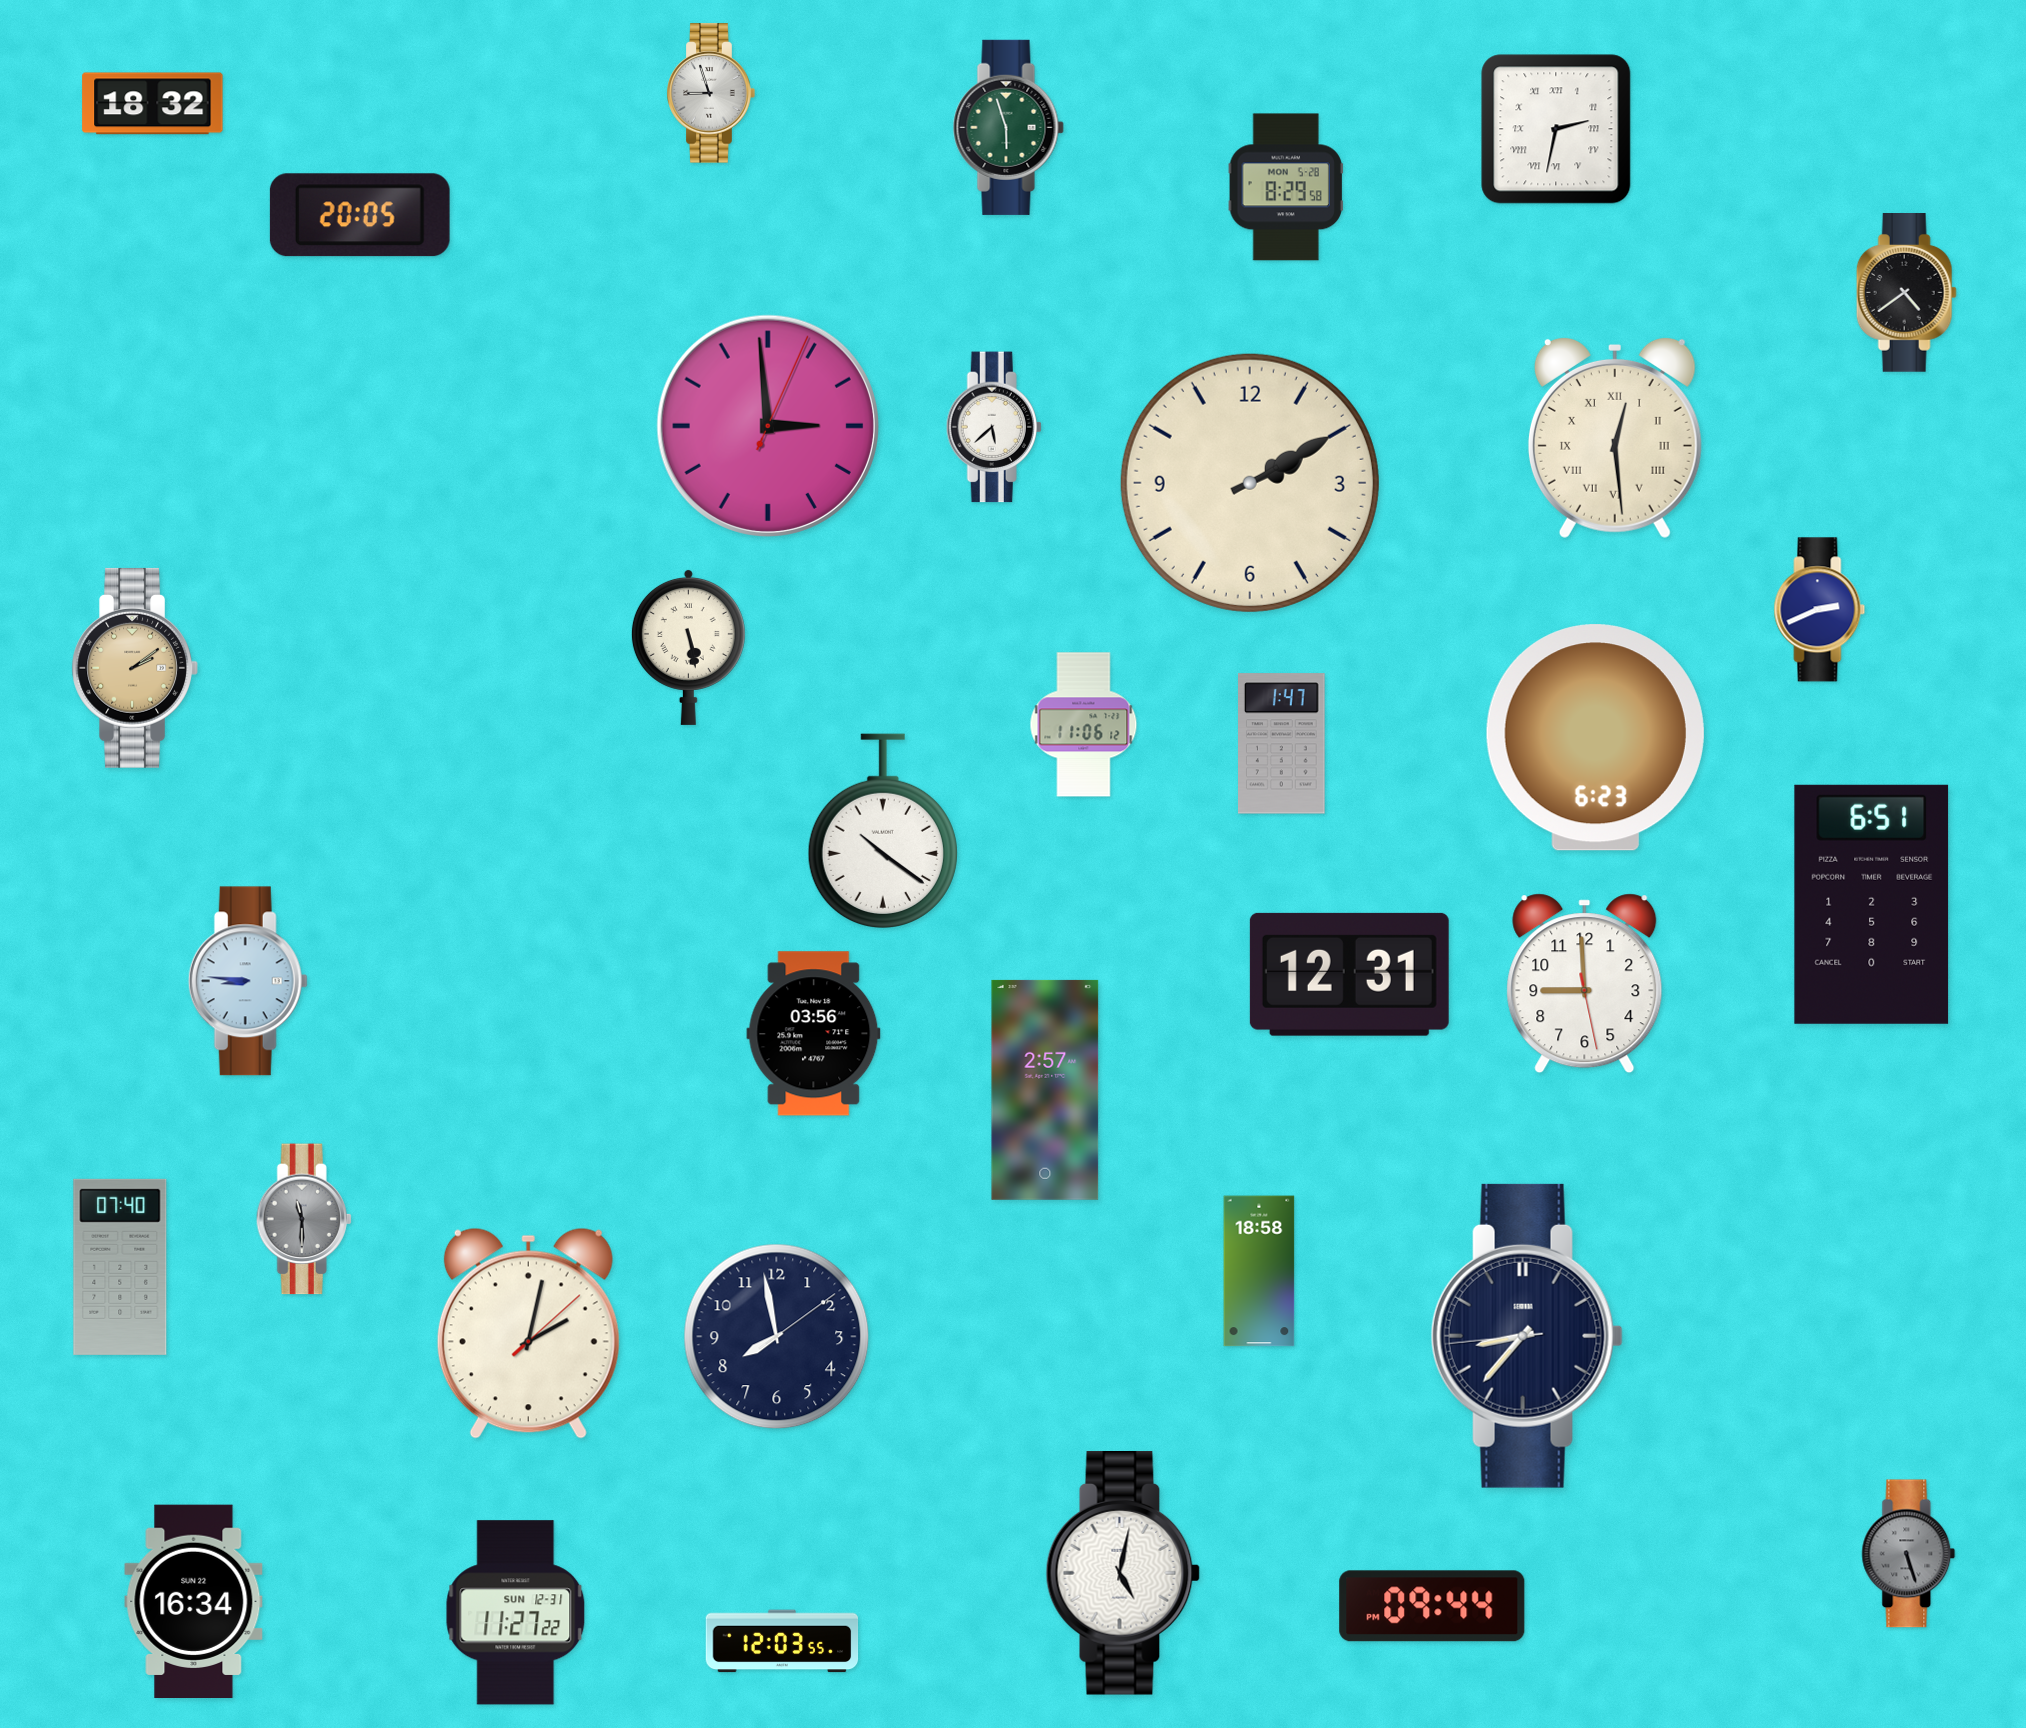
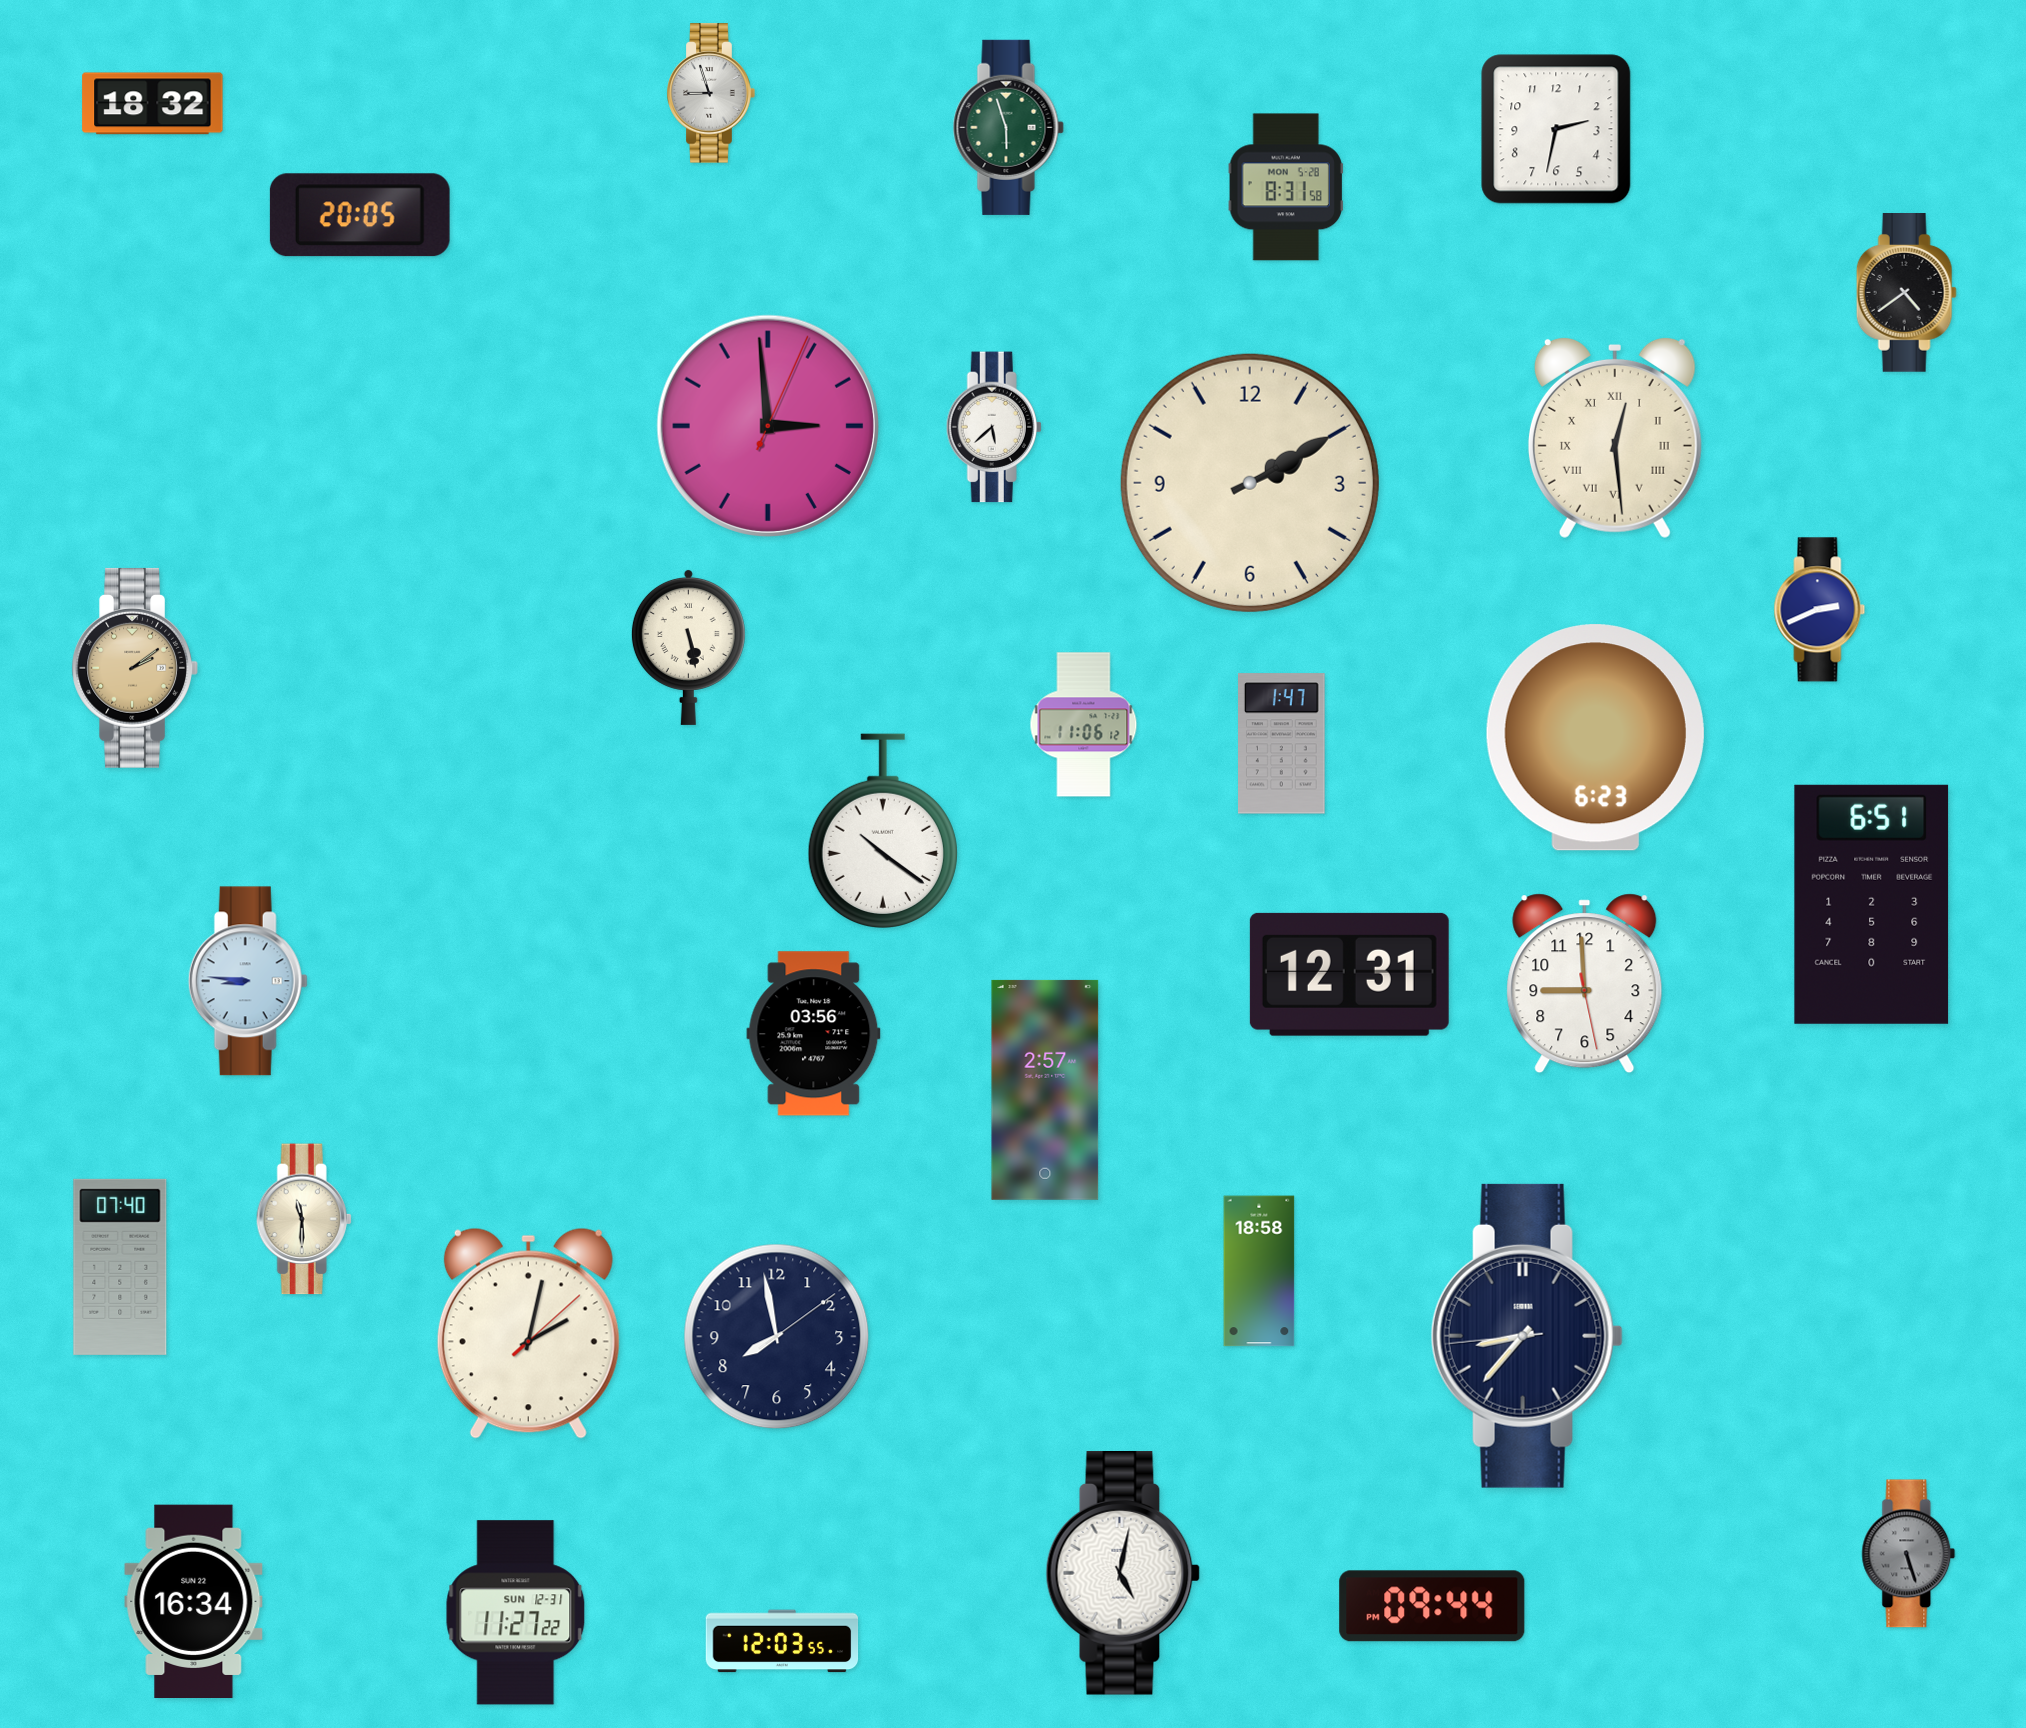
clock at (1556, 129) numerals: Roman -> Arabic
clock at (1286, 187): 8:29 -> 8:31
clock at (304, 1219) dial: grey -> cream
